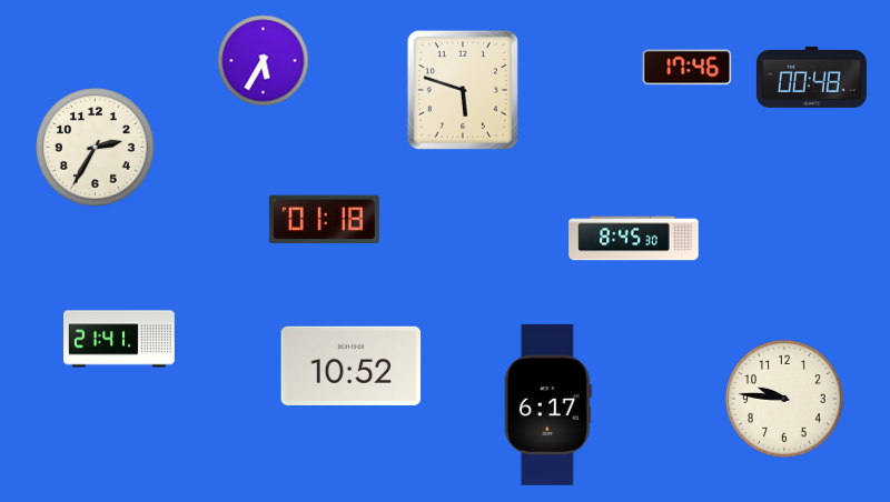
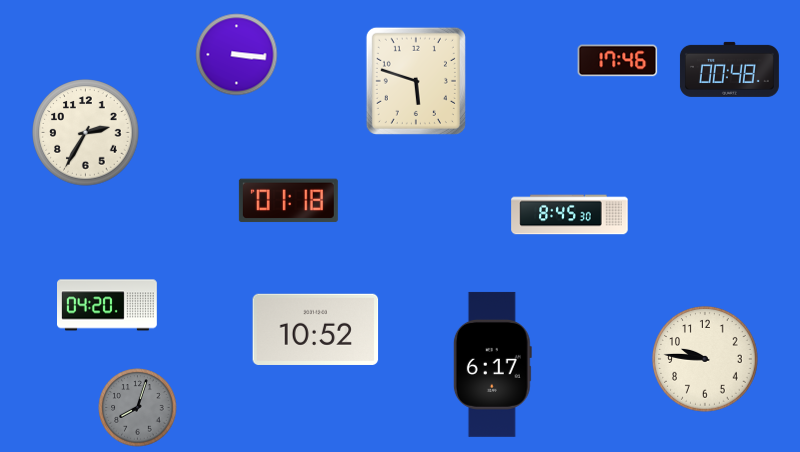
clock at (264, 61): 5:35 -> 3:16
clock at (324, 220) position: (324, 220) -> (288, 201)
clock at (120, 339): 21:41 -> 04:20
clock at (138, 408): none -> 8:03
